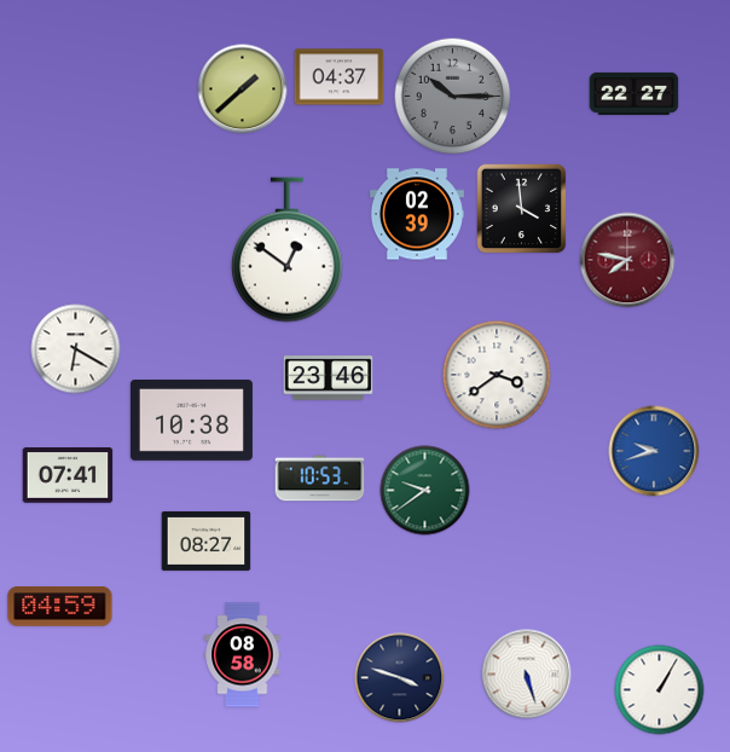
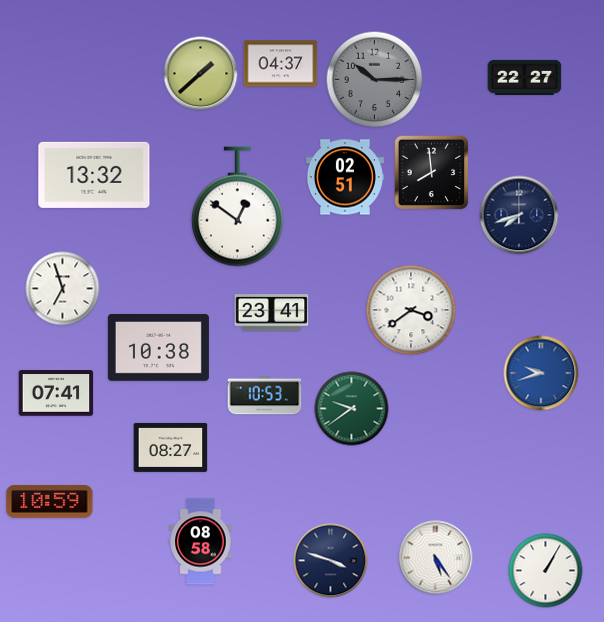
clock at (522, 209): 3:59 -> 7:59
clock at (94, 175): none -> 13:32
clock at (417, 214): 02:39 -> 02:51
clock at (627, 260): 7:47 -> 7:42
clock at (627, 260) dial: burgundy -> navy
clock at (76, 349): 6:20 -> 6:57
clock at (329, 378): 23:46 -> 23:41
clock at (425, 491) position: (425, 491) -> (352, 409)
clock at (60, 607): 04:59 -> 10:59
clock at (527, 675): 5:27 -> 5:24
